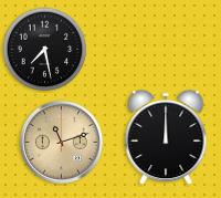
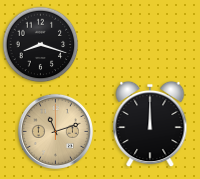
clock at (45, 50): 7:28 -> 8:18
clock at (61, 142) position: (61, 142) -> (55, 131)
